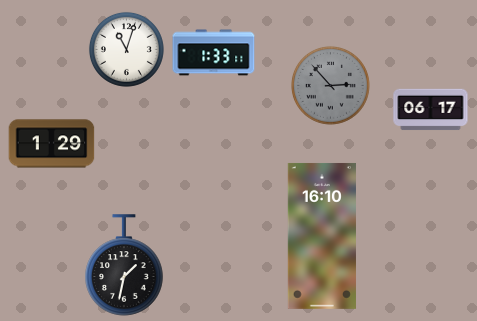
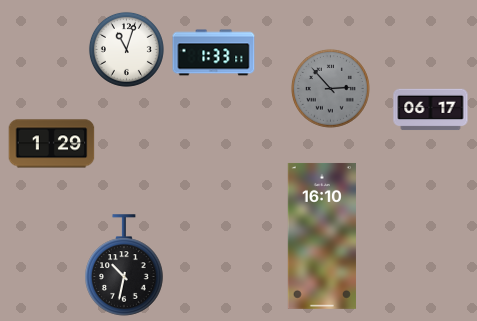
clock at (330, 85) position: (330, 85) -> (330, 88)
clock at (124, 265): 1:32 -> 10:32
